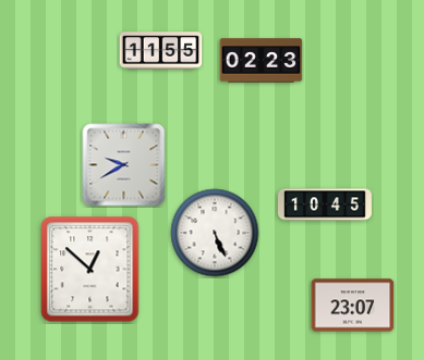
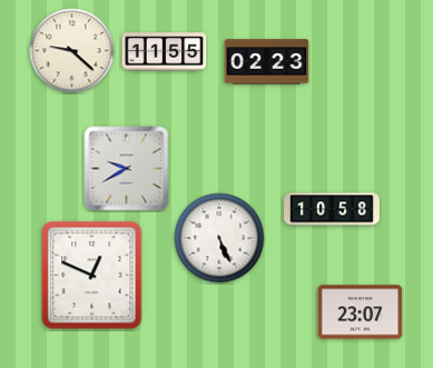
clock at (72, 51): none -> 9:22
clock at (326, 204): 10:45 -> 10:58
clock at (90, 270): 12:52 -> 12:49
